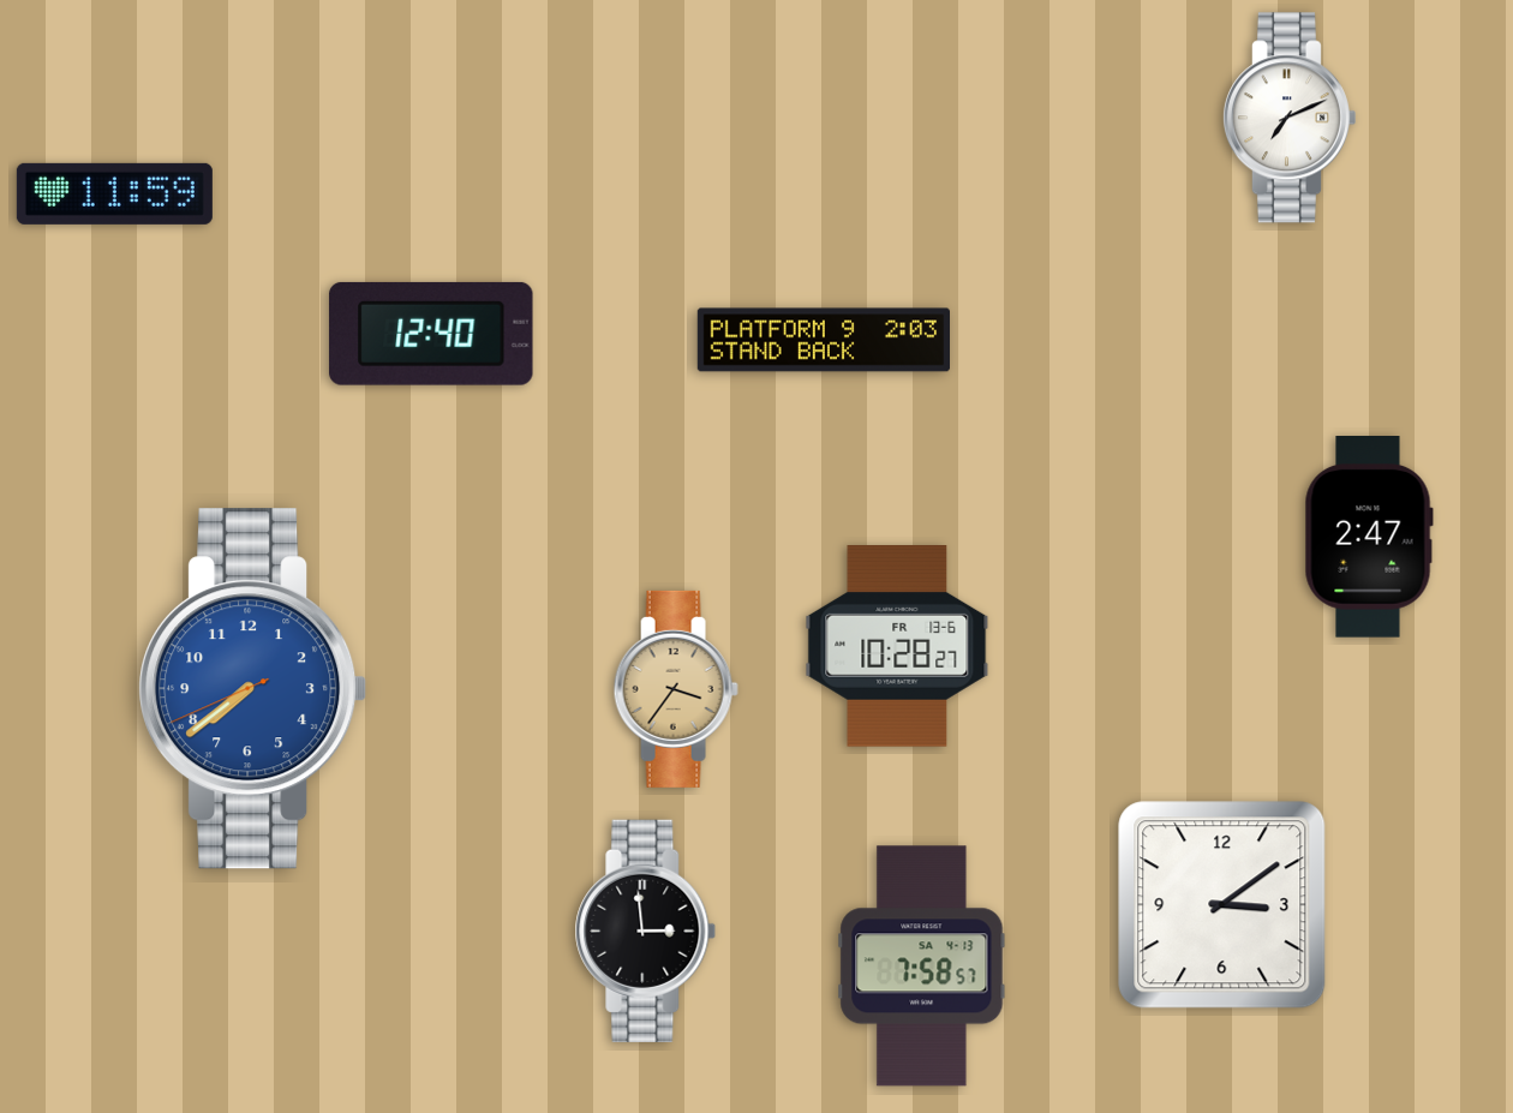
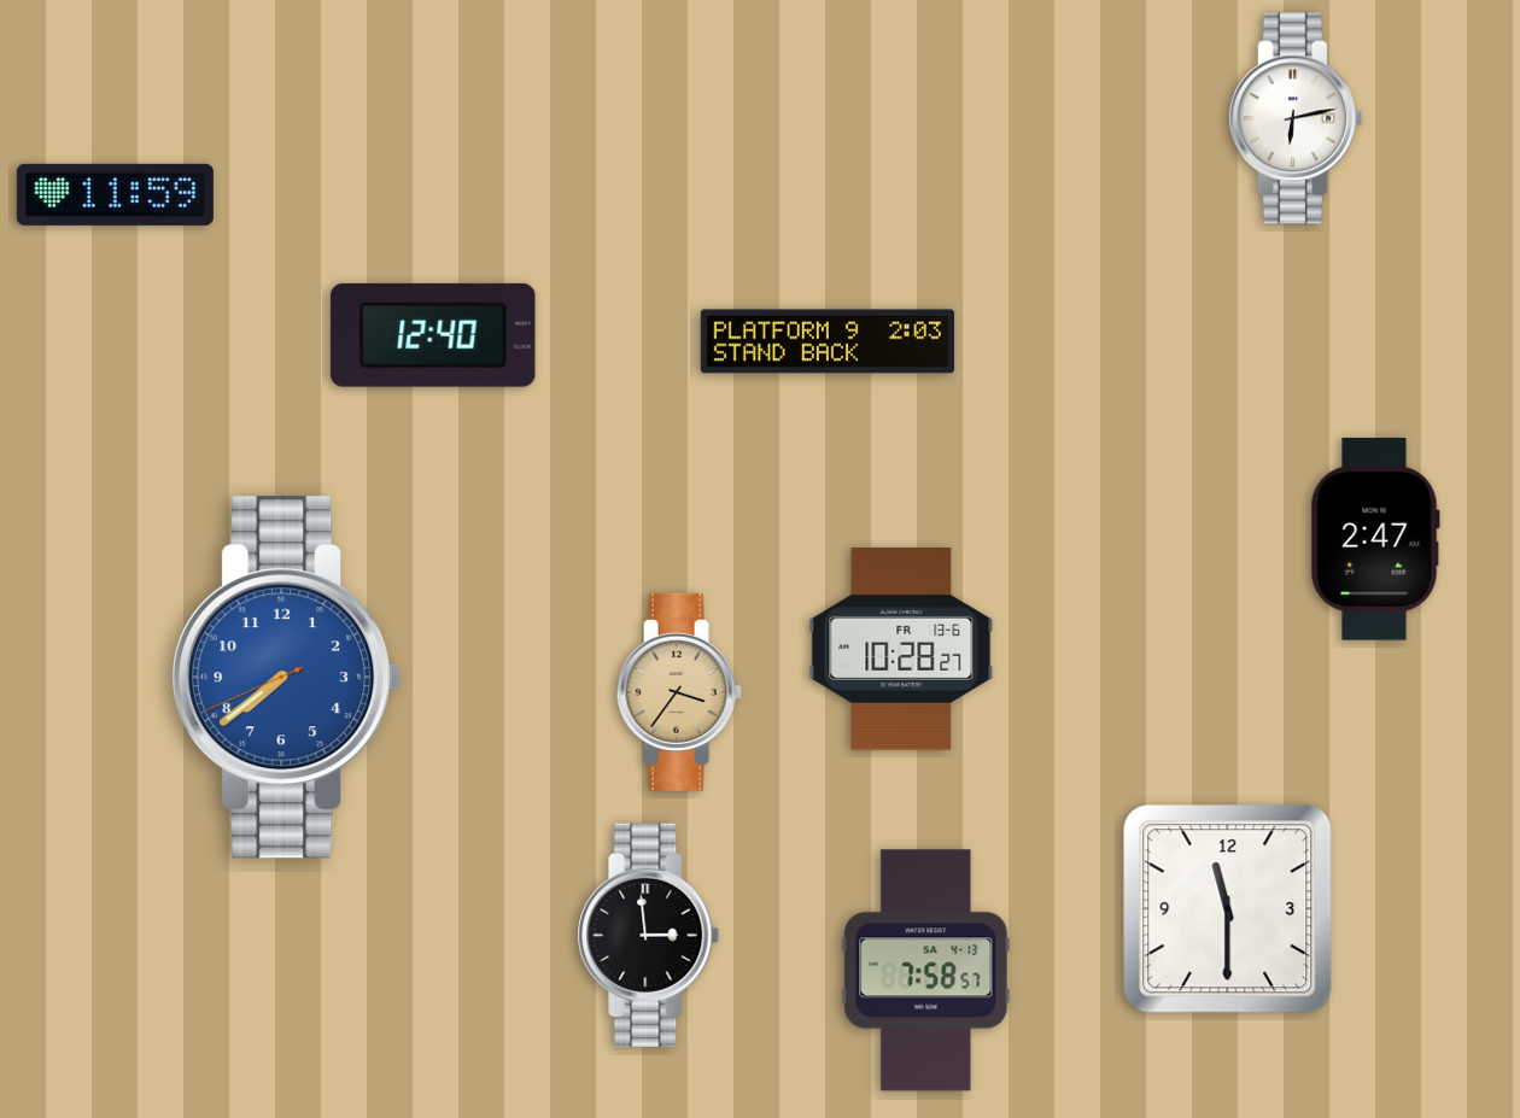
clock at (1288, 118): 7:11 -> 6:13
clock at (253, 689) position: (253, 689) -> (287, 678)
clock at (1222, 905): 3:09 -> 11:30
